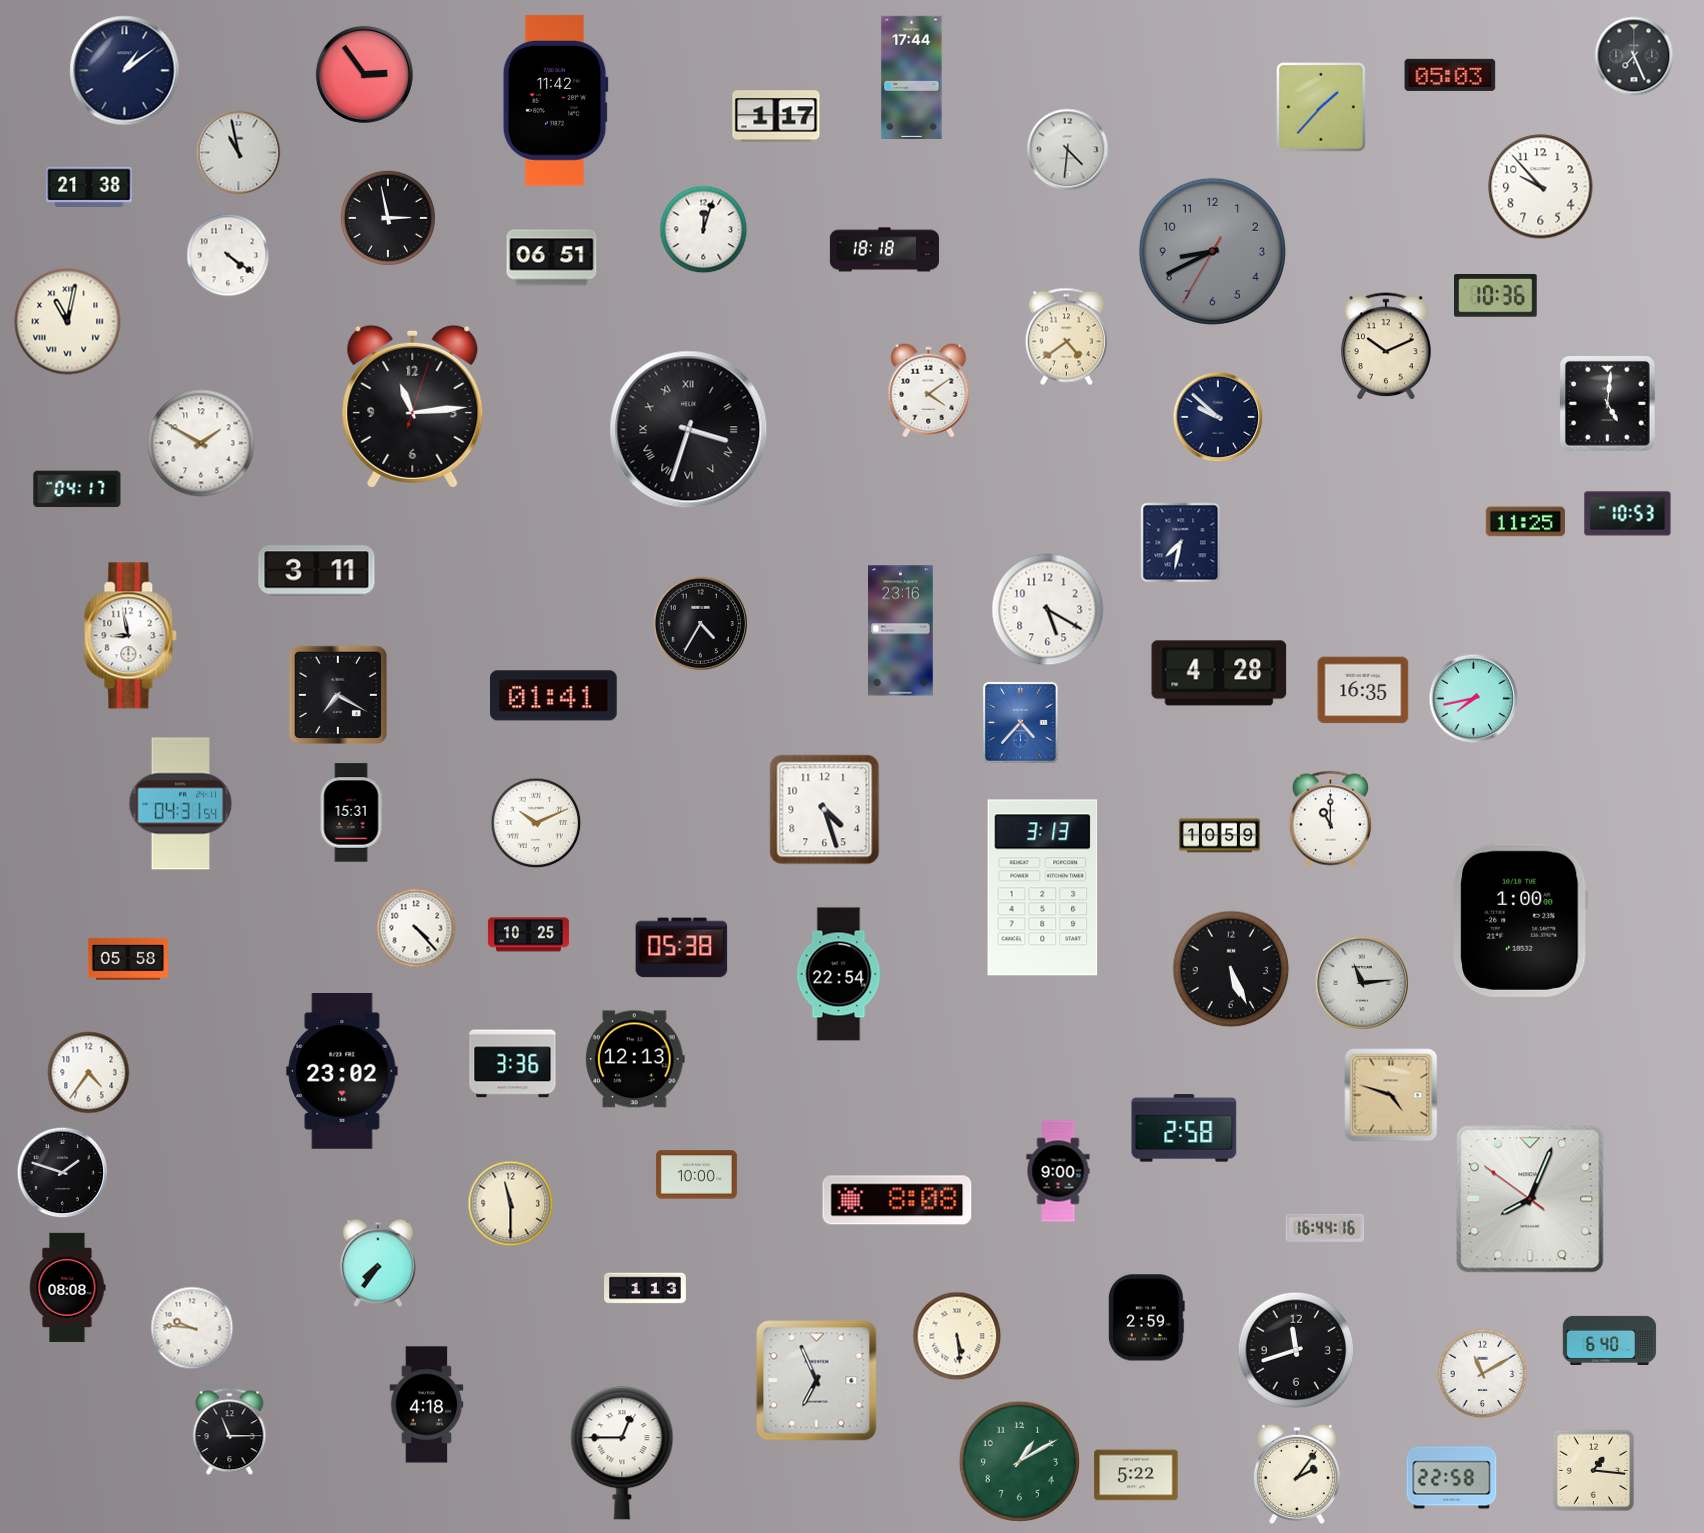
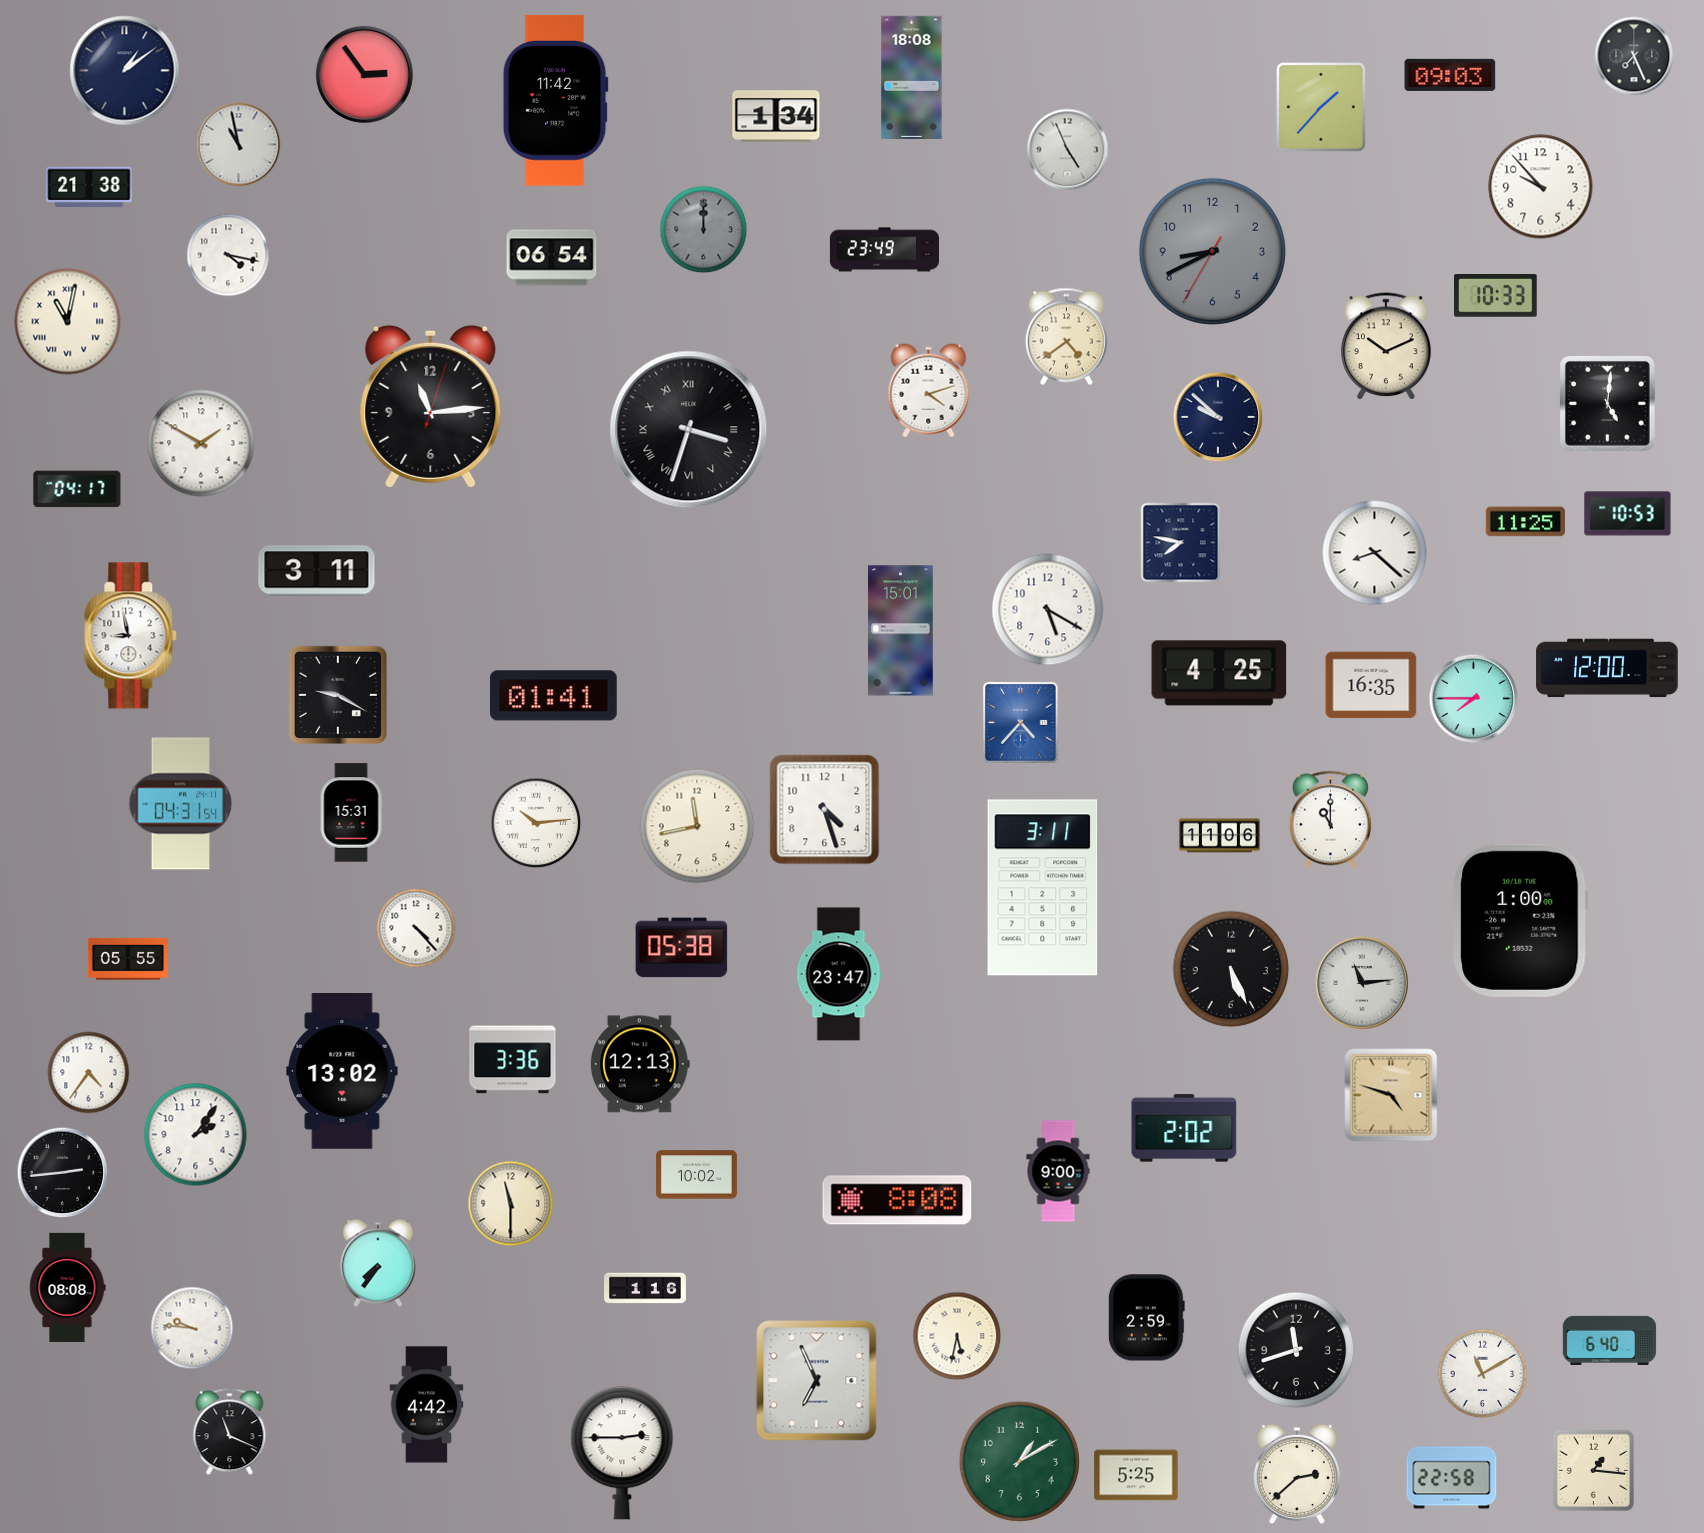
clock at (1450, 75): 05:03 -> 09:03
clock at (912, 77): 17:44 -> 18:08
clock at (776, 116): 1:17 -> 1:34
clock at (1068, 150): 4:31 -> 4:56
clock at (239, 153) position: (239, 153) -> (239, 145)
clock at (388, 218): 2:58 -> none
clock at (704, 230): 12:03 -> 12:00
clock at (704, 230) dial: white -> grey
clock at (884, 250): 18:18 -> 23:49
clock at (228, 255): 4:21 -> 4:17
clock at (552, 258): 06:51 -> 06:54
clock at (1496, 296): 10:36 -> 10:33
clock at (929, 391): 4:09 -> 4:12
clock at (413, 406) position: (413, 406) -> (431, 406)
clock at (1181, 543): 7:32 -> 7:47
clock at (1375, 553): none -> 8:22
clock at (700, 623): 4:35 -> none
clock at (901, 631): 23:16 -> 15:01
clock at (1607, 668): none -> 12:00
clock at (1219, 673): 4:28 -> 4:25
clock at (1363, 690) position: (1363, 690) -> (1371, 685)
clock at (338, 695): 7:20 -> 9:20
clock at (1474, 699): 7:43 -> 7:45
clock at (536, 823): 10:11 -> 10:14
clock at (697, 826): none -> 11:43
clock at (1219, 836): 10:59 -> 11:06
clock at (1043, 888): 3:13 -> 3:11
clock at (528, 935): 10:25 -> none
clock at (128, 959): 05:58 -> 05:55
clock at (839, 974): 22:54 -> 23:47
clock at (635, 1059) position: (635, 1059) -> (640, 1064)
clock at (513, 1064) position: (513, 1064) -> (513, 1060)
clock at (342, 1072): 23:02 -> 13:02
clock at (1184, 1128): 2:58 -> 2:02
clock at (196, 1135): none -> 2:06
clock at (63, 1173): 1:48 -> 2:44
clock at (696, 1175): 10:00 -> 10:02
clock at (1530, 1199): 8:03 -> none
clock at (1325, 1228): 16:44 -> none
clock at (645, 1288): 1:13 -> 1:16
clock at (957, 1336): 5:29 -> 5:32
clock at (427, 1405): 4:18 -> 4:42
clock at (230, 1432): 11:15 -> 11:19
clock at (622, 1453): 12:45 -> 2:45
clock at (1297, 1474): 2:06 -> 2:38
clock at (1136, 1475): 5:22 -> 5:25
